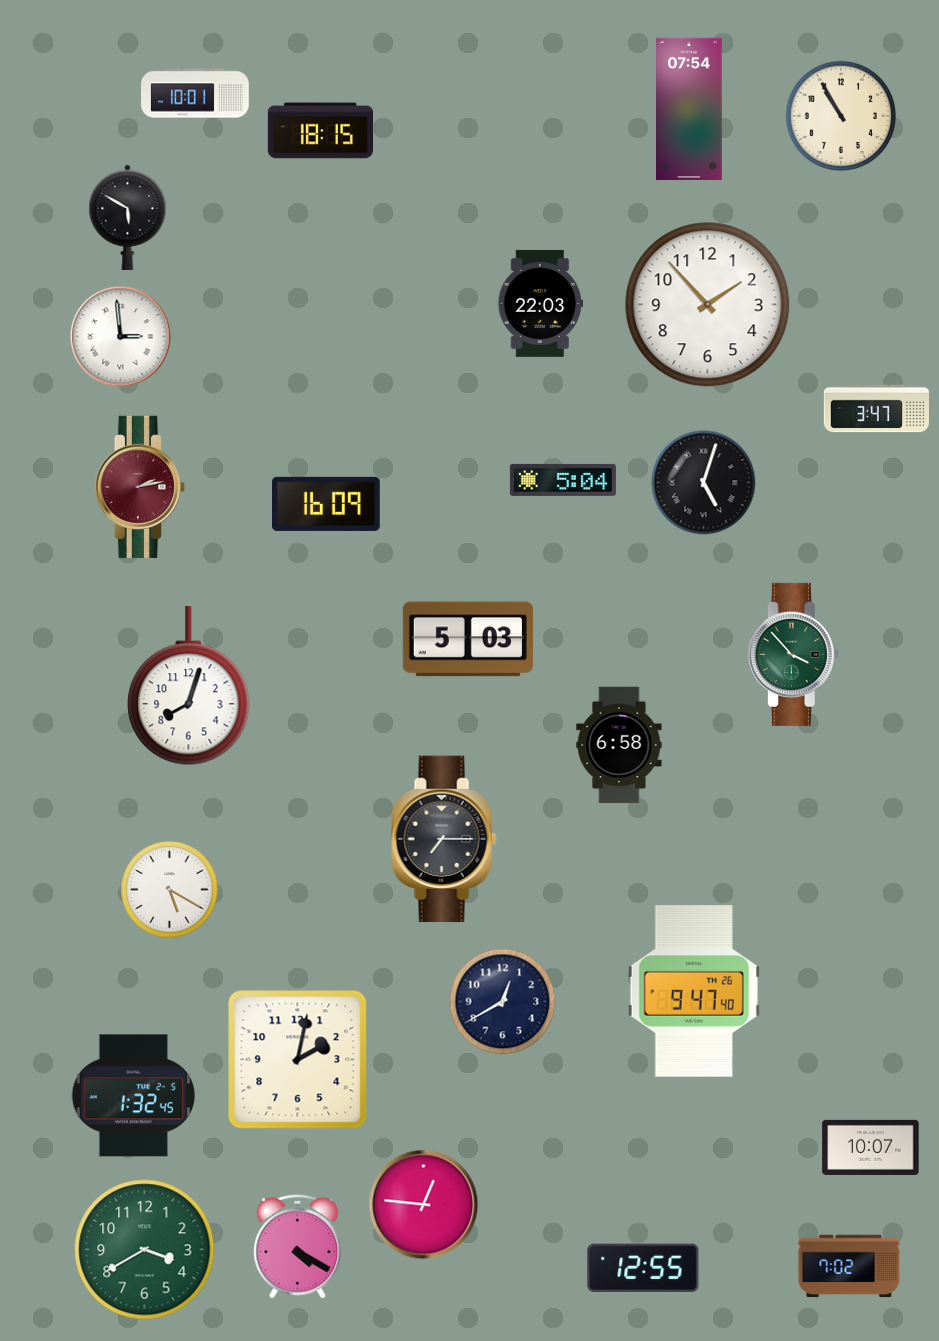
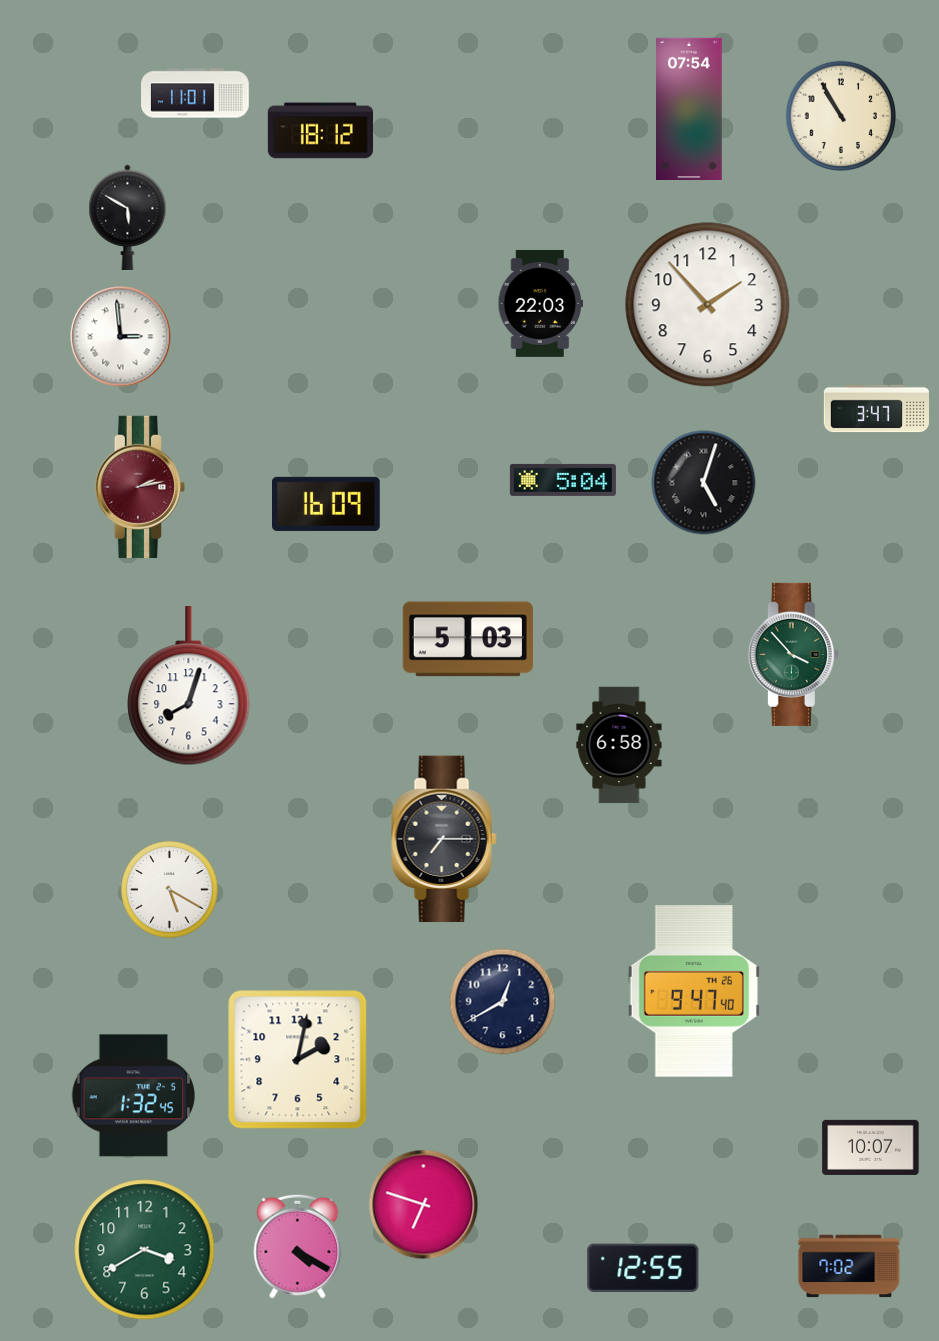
clock at (195, 93): 10:01 -> 11:01
clock at (320, 131): 18:15 -> 18:12
clock at (424, 1205): 12:46 -> 6:48
